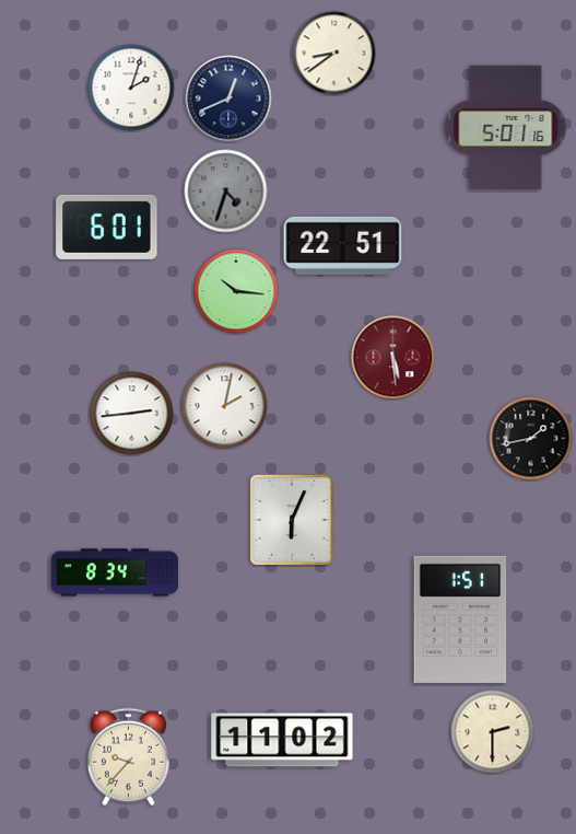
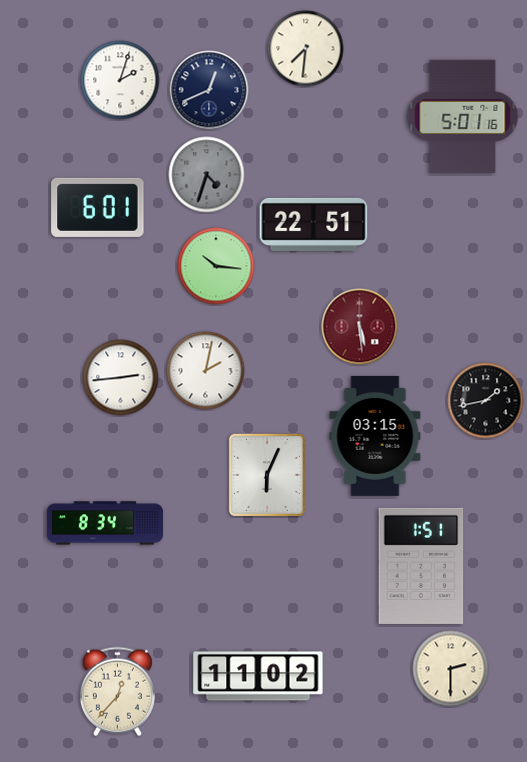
clock at (334, 54): 8:39 -> 7:31
clock at (375, 436): none -> 03:15
clock at (128, 757): 9:37 -> 12:37
